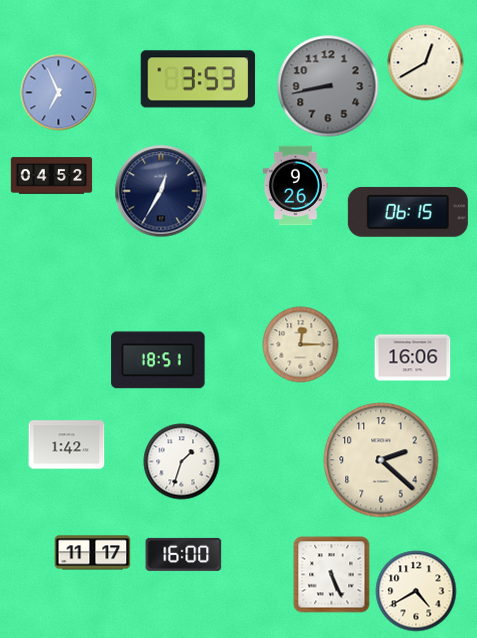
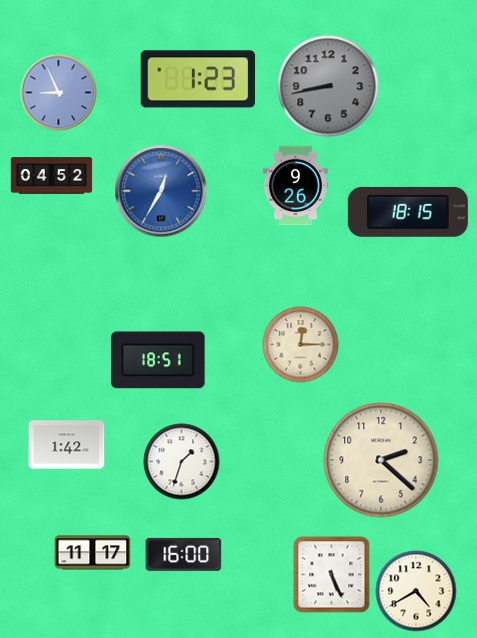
clock at (426, 63): 12:40 -> none
clock at (198, 79): 3:53 -> 1:23
clock at (59, 93): 6:56 -> 8:56
clock at (161, 191) dial: navy -> blue
clock at (408, 212): 06:15 -> 18:15
clock at (413, 358): 16:06 -> none
